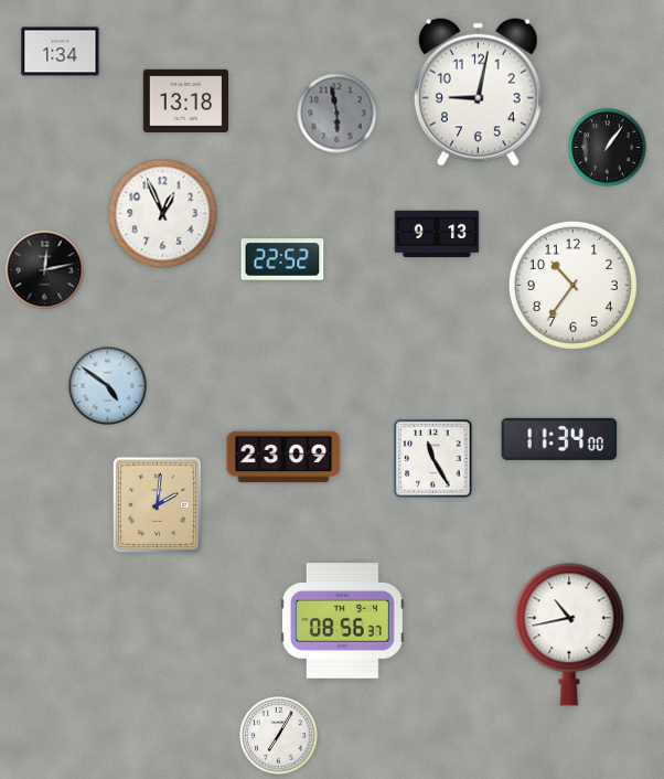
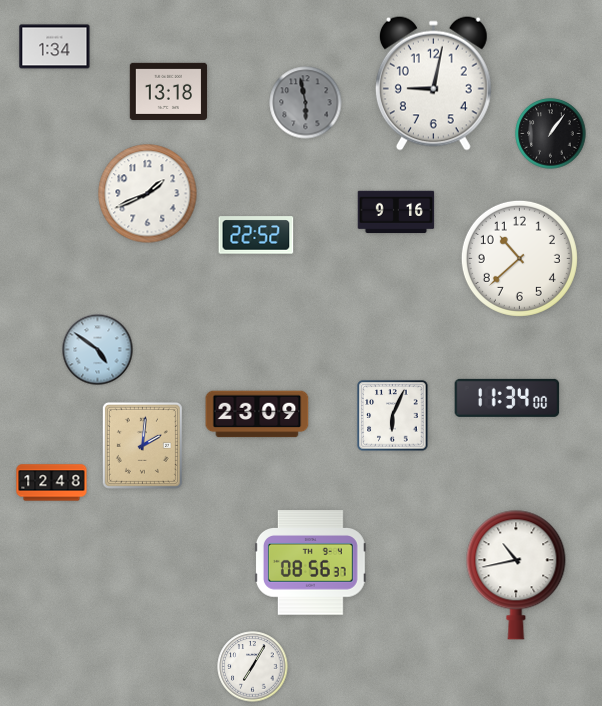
clock at (163, 214): 12:56 -> 1:41
clock at (437, 234): 9:13 -> 9:16
clock at (45, 270): 12:13 -> none
clock at (572, 285): 10:36 -> 10:38
clock at (433, 459): 11:25 -> 6:04
clock at (157, 504) position: (157, 504) -> (142, 445)
clock at (52, 483): none -> 12:48
